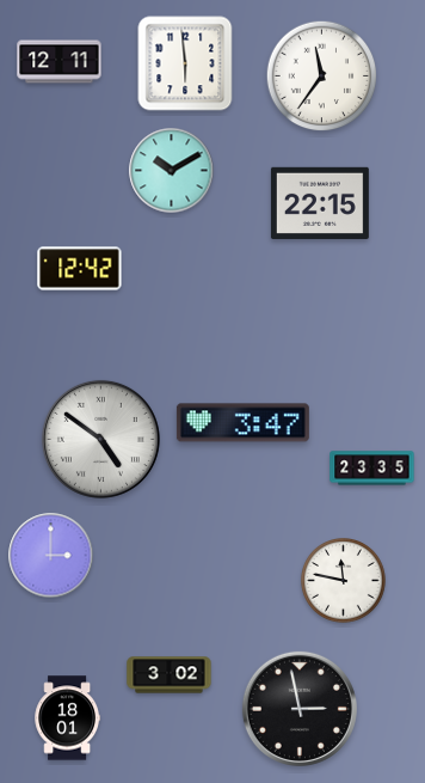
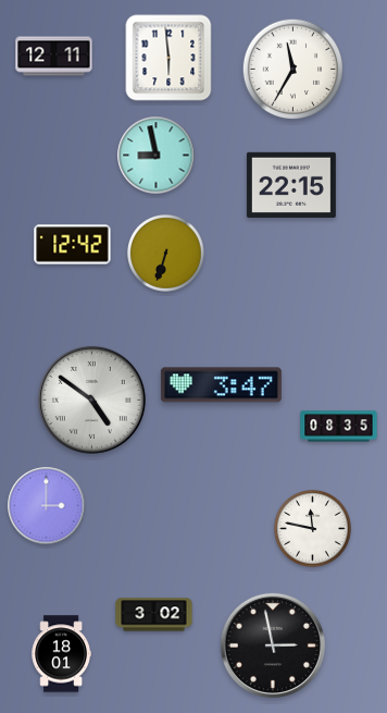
clock at (322, 77): 11:36 -> 11:35
clock at (172, 171): 10:10 -> 8:58
clock at (166, 254): none -> 6:33
clock at (372, 469): 23:35 -> 08:35
